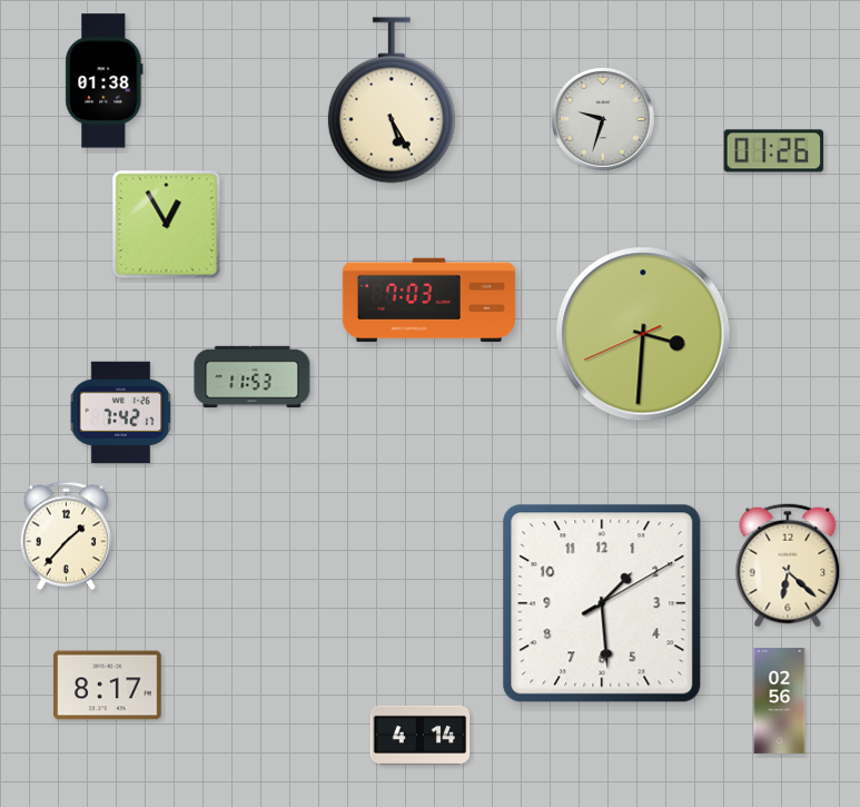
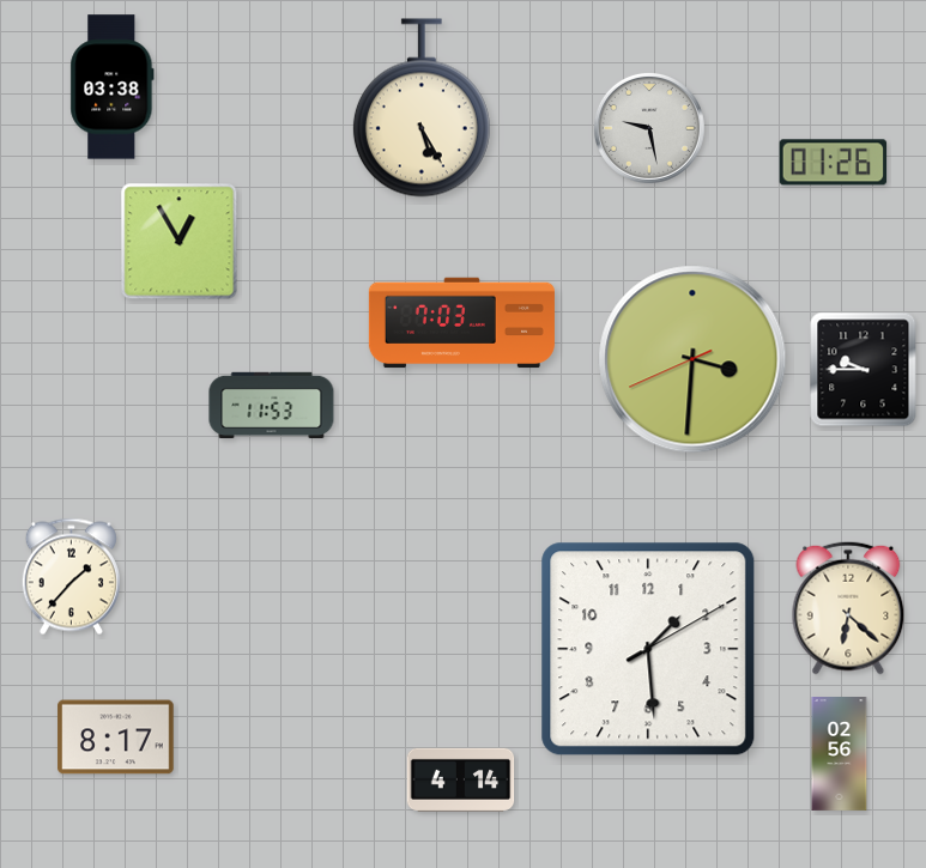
clock at (105, 81): 01:38 -> 03:38
clock at (603, 119): 9:33 -> 9:28
clock at (864, 370): none -> 9:45
clock at (121, 412): 7:42 -> none
clock at (421, 735) position: (421, 735) -> (461, 779)
